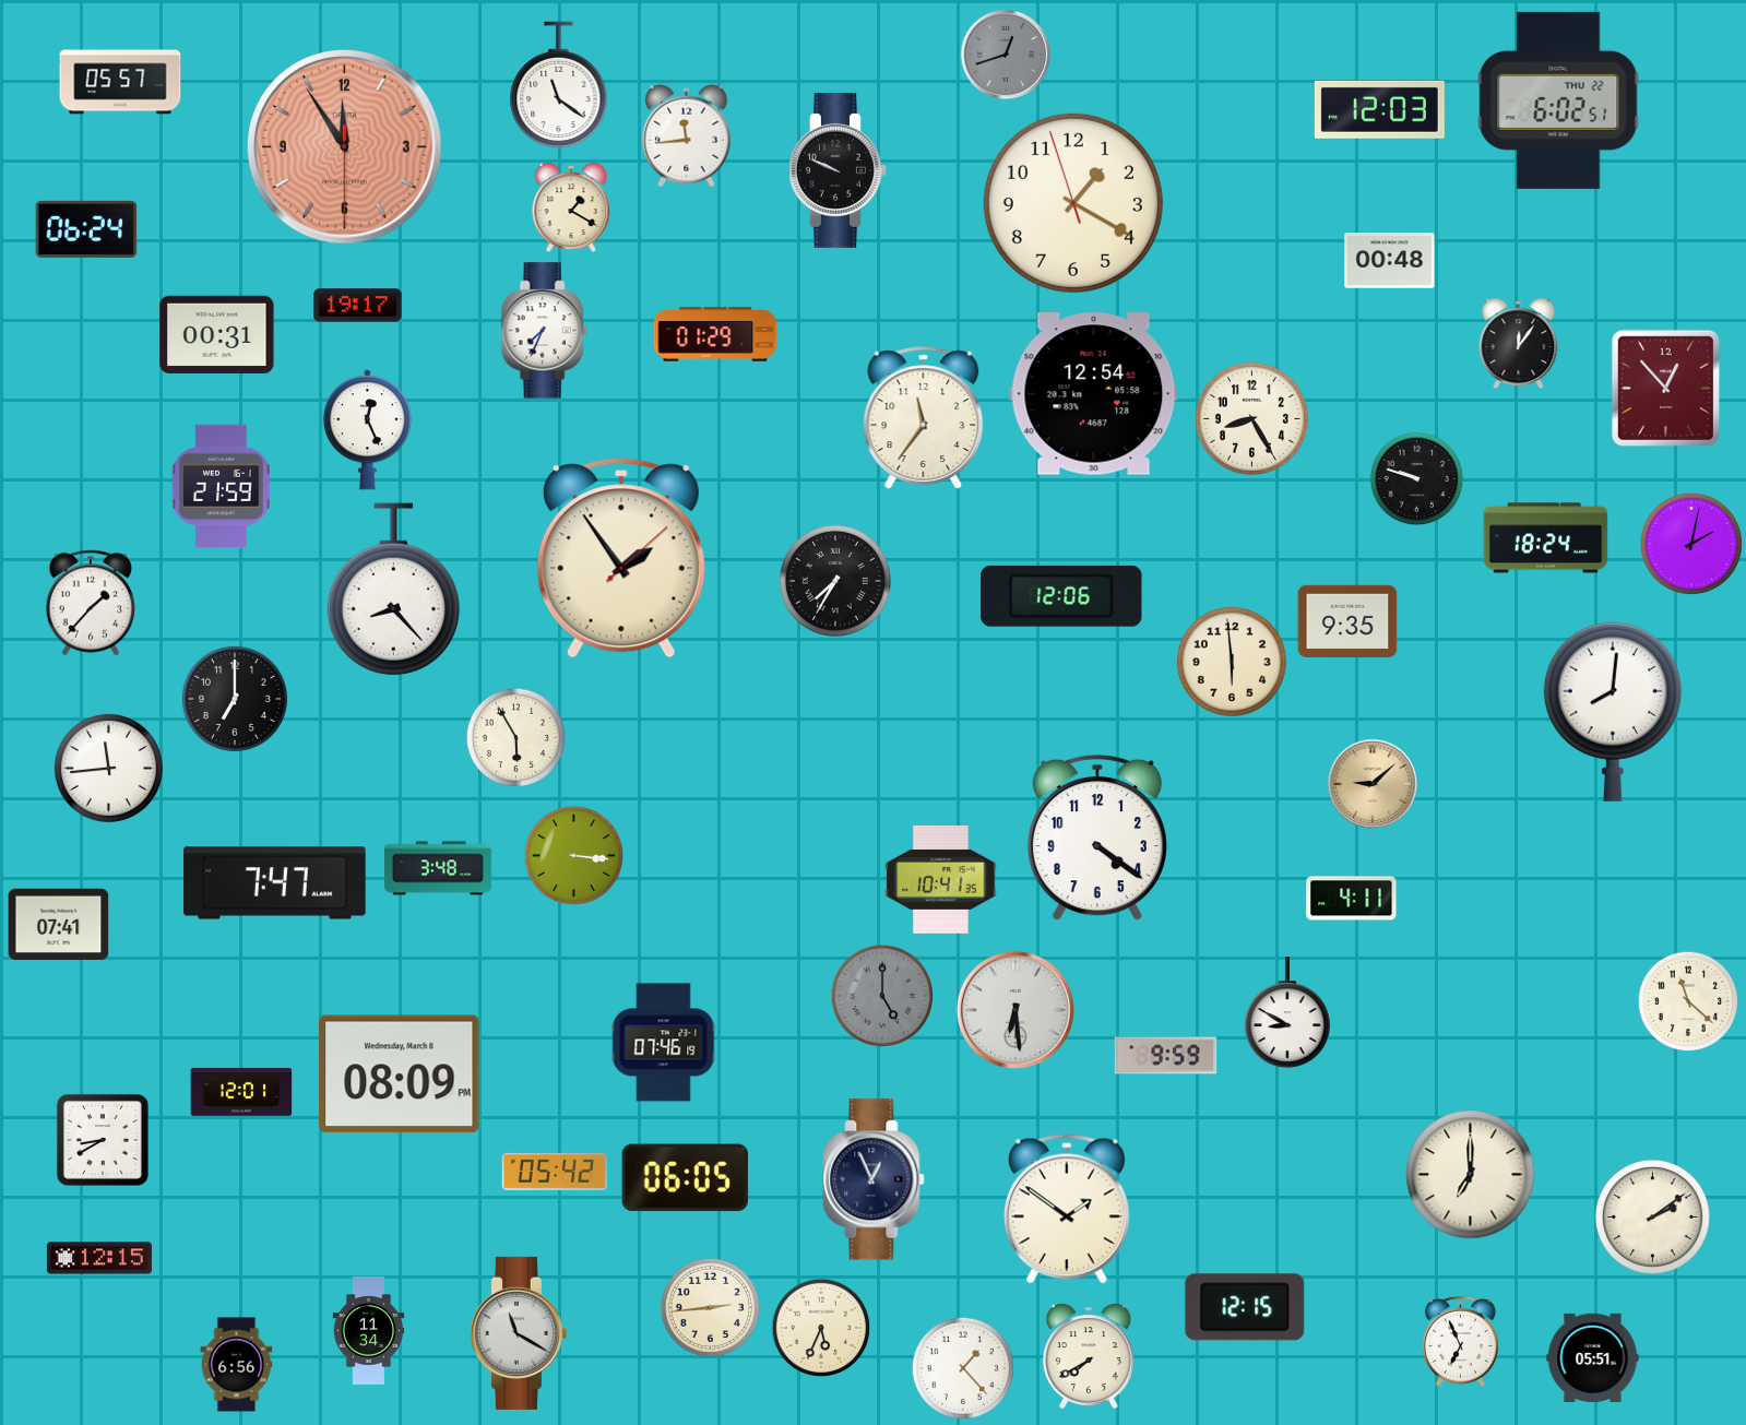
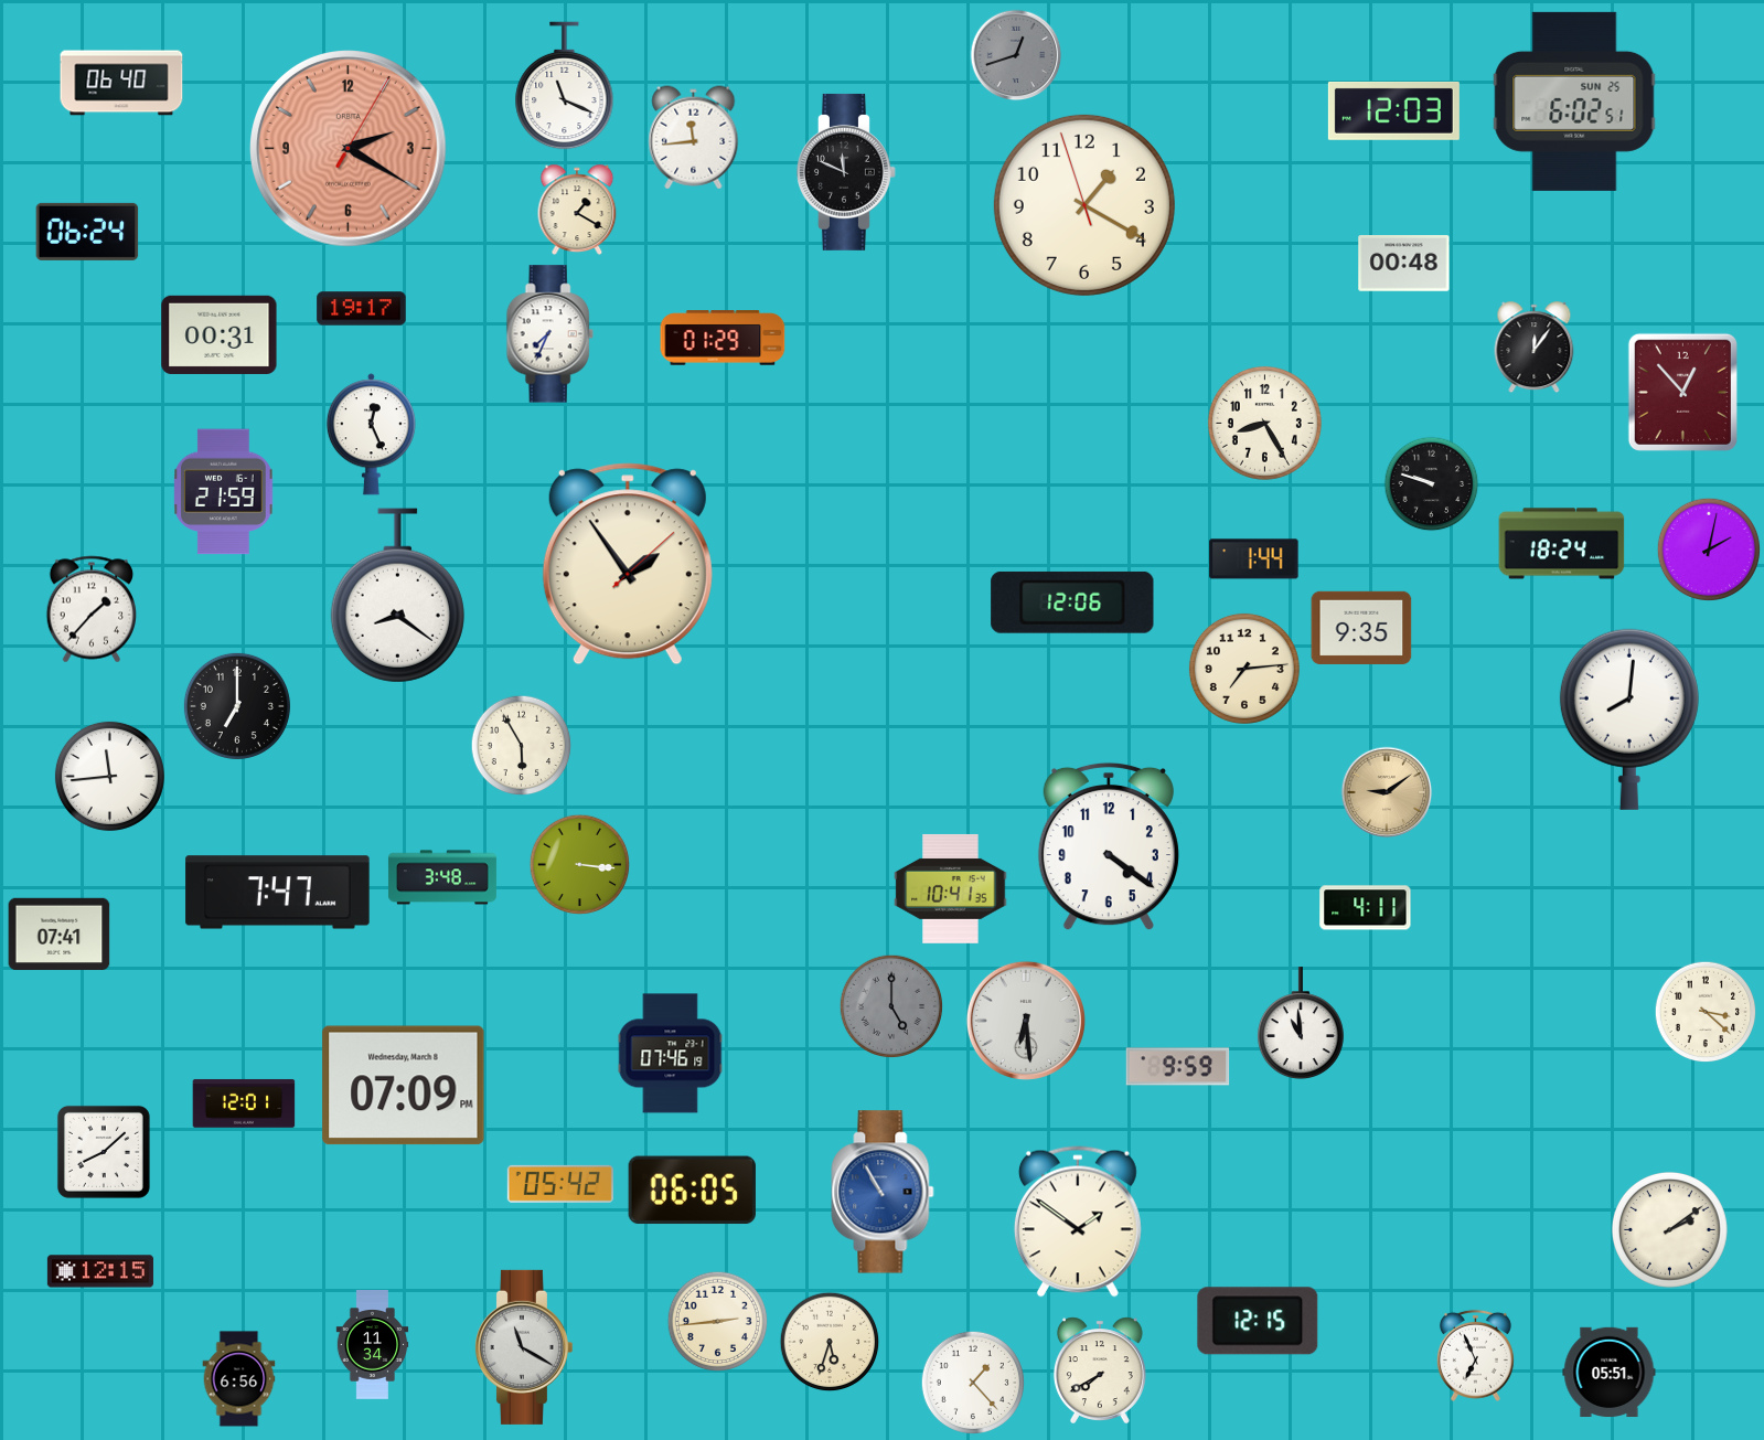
clock at (120, 82): 05:57 -> 06:40
clock at (559, 85): 11:21 -> 11:19
clock at (1558, 100) date: THU 22 -> SUN 25
clock at (345, 147): 11:54 -> 2:20
clock at (838, 170): 9:49 -> 11:49
clock at (217, 334) position: (217, 334) -> (220, 334)
clock at (1094, 394): 12:54 -> none
clock at (924, 418): 11:36 -> none
clock at (1254, 559): none -> 1:44
clock at (835, 581): 7:35 -> none
clock at (393, 590): 8:23 -> 8:21
clock at (1232, 662): 5:59 -> 7:14
clock at (1373, 784): 9:08 -> 9:09
clock at (1688, 1001): 11:22 -> 3:22
clock at (1287, 1012): 8:50 -> 10:59
clock at (400, 1074): 08:09 -> 07:09
clock at (103, 1140): 8:40 -> 8:08
clock at (1471, 1175): 7:00 -> none
clock at (874, 1179): 12:56 -> 10:55
clock at (874, 1179) dial: navy -> blue
clock at (821, 1328): 5:34 -> 5:33
